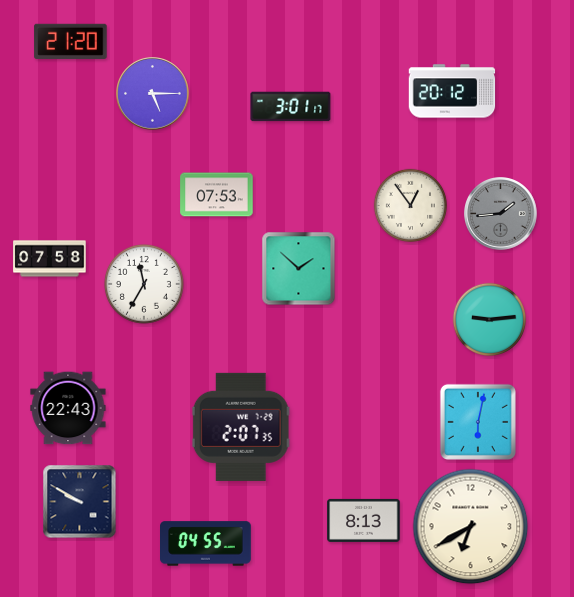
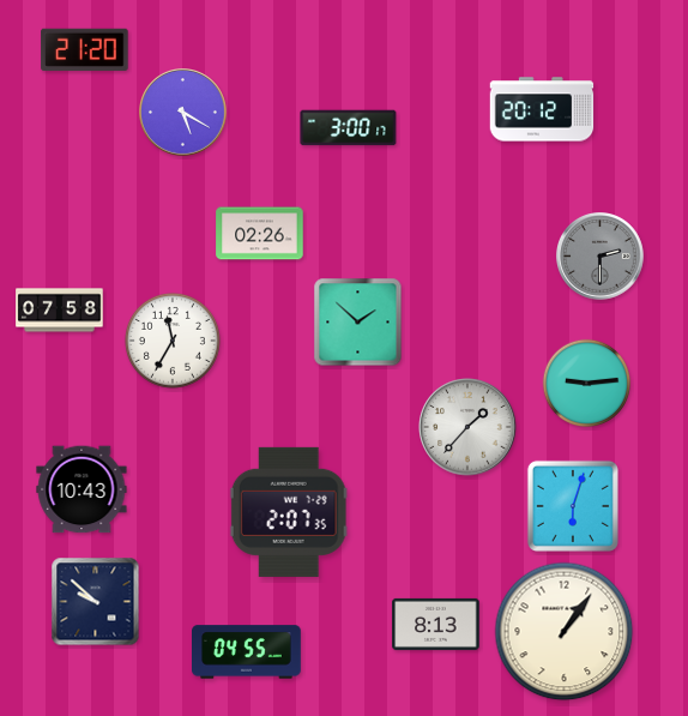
clock at (153, 94): 5:15 -> 5:20
clock at (291, 107): 3:01 -> 3:00
clock at (217, 195): 07:53 -> 02:26
clock at (410, 205): 12:54 -> none
clock at (501, 214): 1:44 -> 2:30
clock at (467, 427): none -> 1:37
clock at (68, 408): 22:43 -> 10:43
clock at (478, 422): 6:02 -> 6:03
clock at (80, 502): 9:50 -> 9:52
clock at (471, 527): 6:40 -> 1:06
